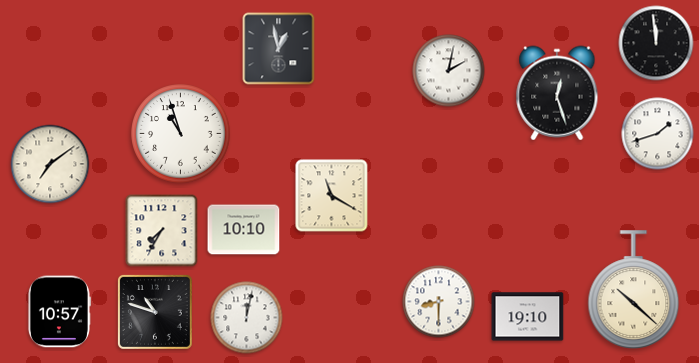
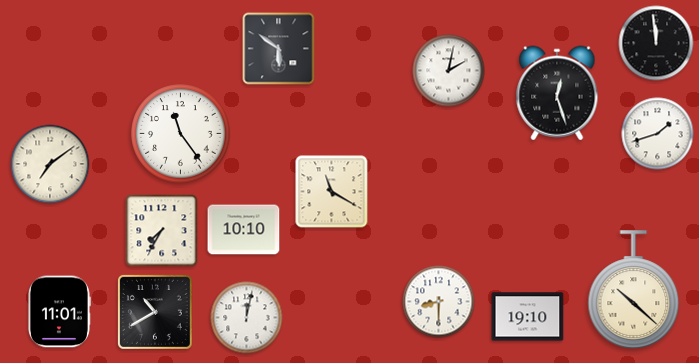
clock at (279, 49): 12:58 -> 5:51
clock at (181, 134): 10:57 -> 11:24
clock at (332, 196) position: (332, 196) -> (332, 192)
clock at (59, 312): 10:57 -> 11:01
clock at (155, 312): 10:48 -> 10:40
